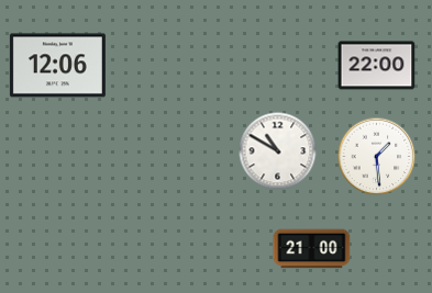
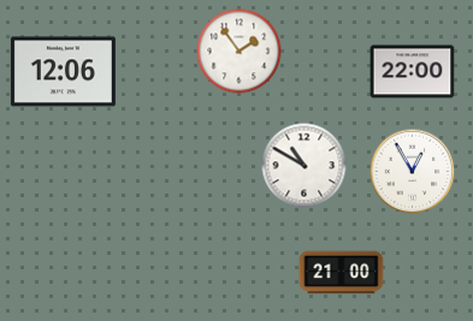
clock at (240, 52): none -> 1:54
clock at (377, 157): 1:29 -> 12:55
